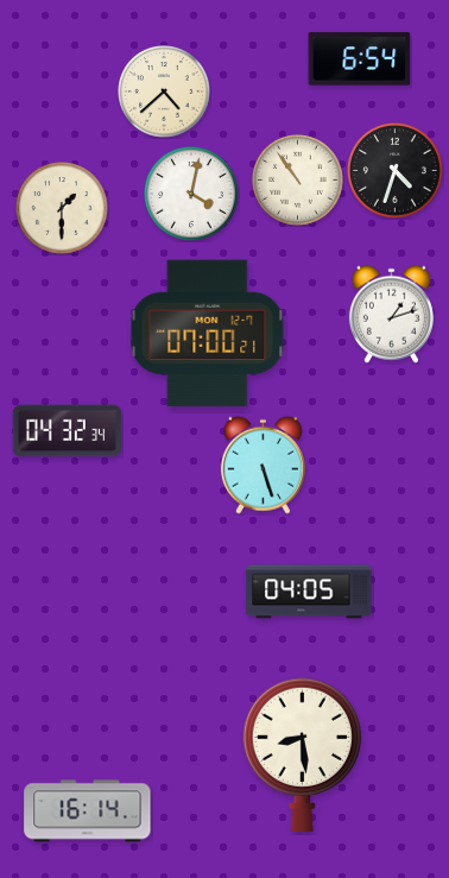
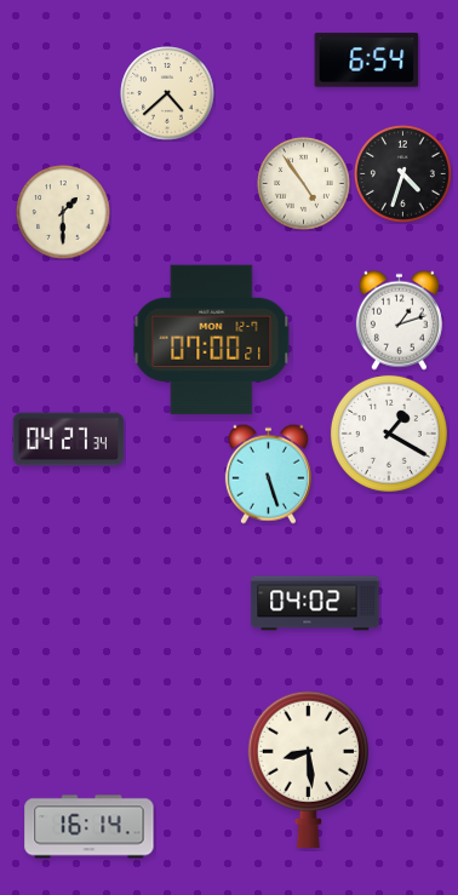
clock at (298, 181): 10:54 -> 4:54
clock at (191, 194): 4:02 -> none
clock at (389, 434): none -> 1:20
clock at (68, 431): 04:32 -> 04:27
clock at (309, 592): 04:05 -> 04:02
